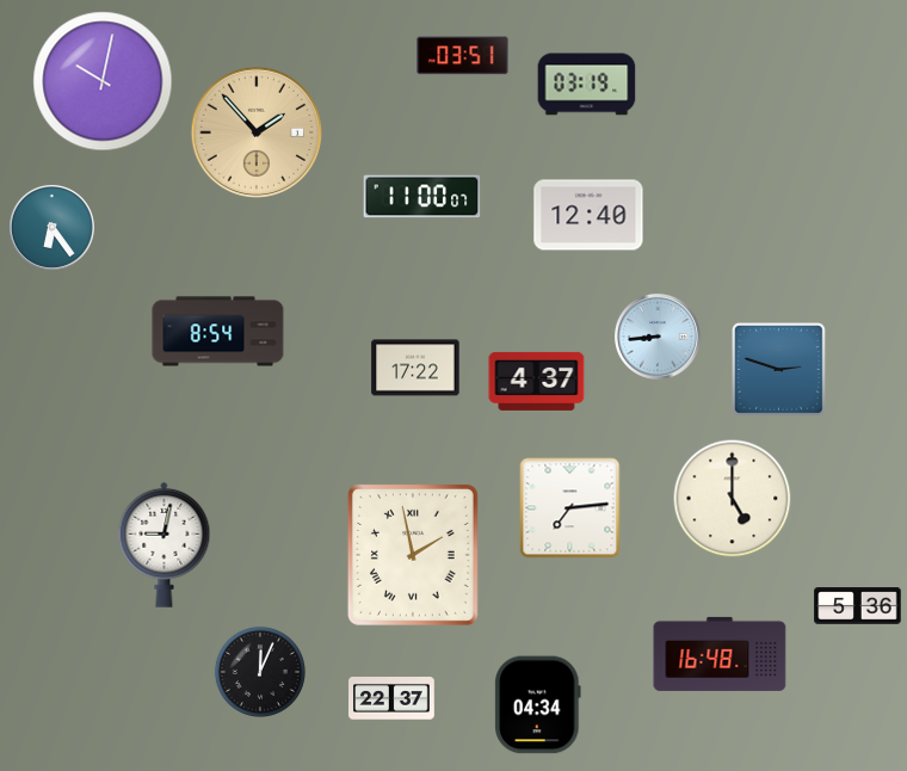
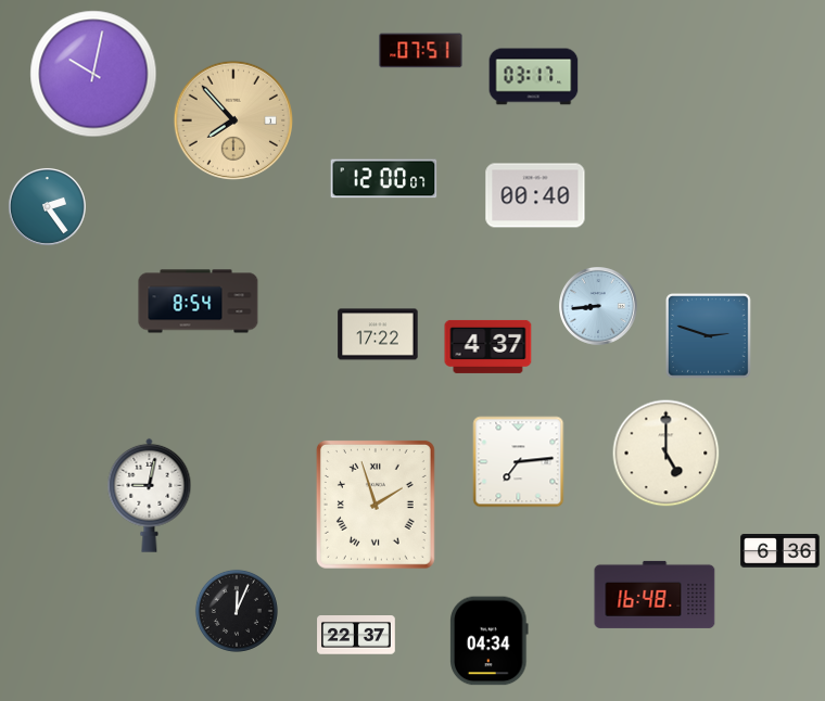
clock at (463, 56): 03:51 -> 07:51
clock at (587, 85): 03:19 -> 03:17
clock at (255, 131): 1:53 -> 7:53
clock at (422, 197): 11:00 -> 12:00
clock at (588, 215): 12:40 -> 00:40
clock at (51, 227): 6:24 -> 2:24
clock at (413, 555): 1:58 -> 1:57
clock at (858, 606): 5:36 -> 6:36
